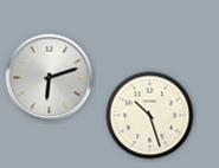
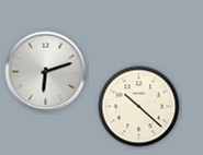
clock at (150, 116): 10:27 -> 10:22
